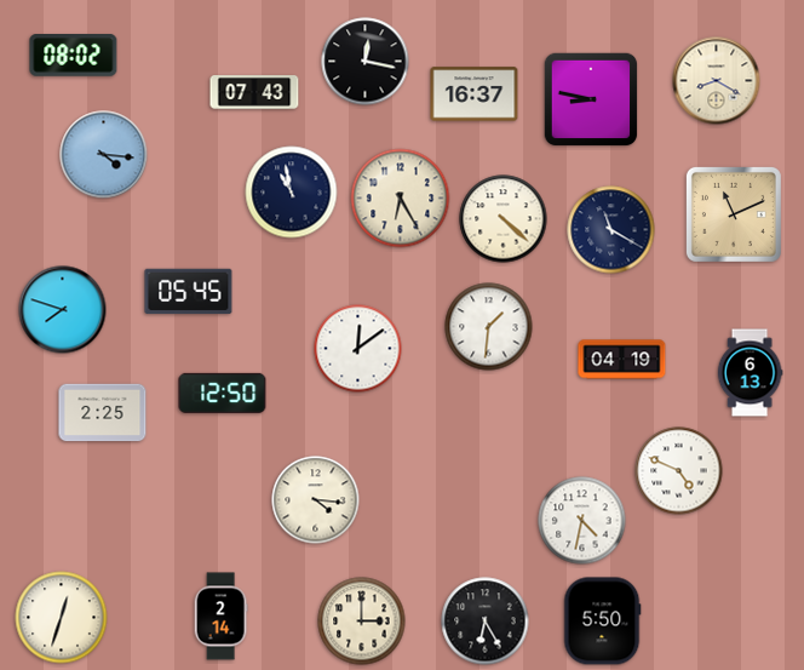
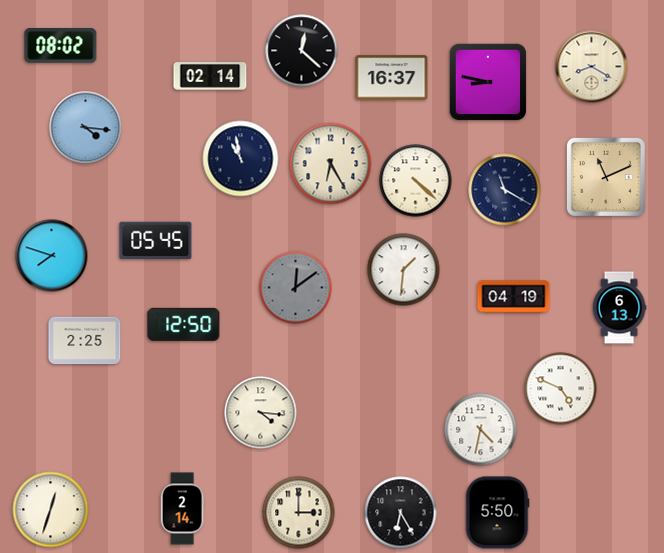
clock at (366, 62): 12:17 -> 12:22
clock at (254, 92): 07:43 -> 02:14
clock at (358, 349) dial: white -> grey
